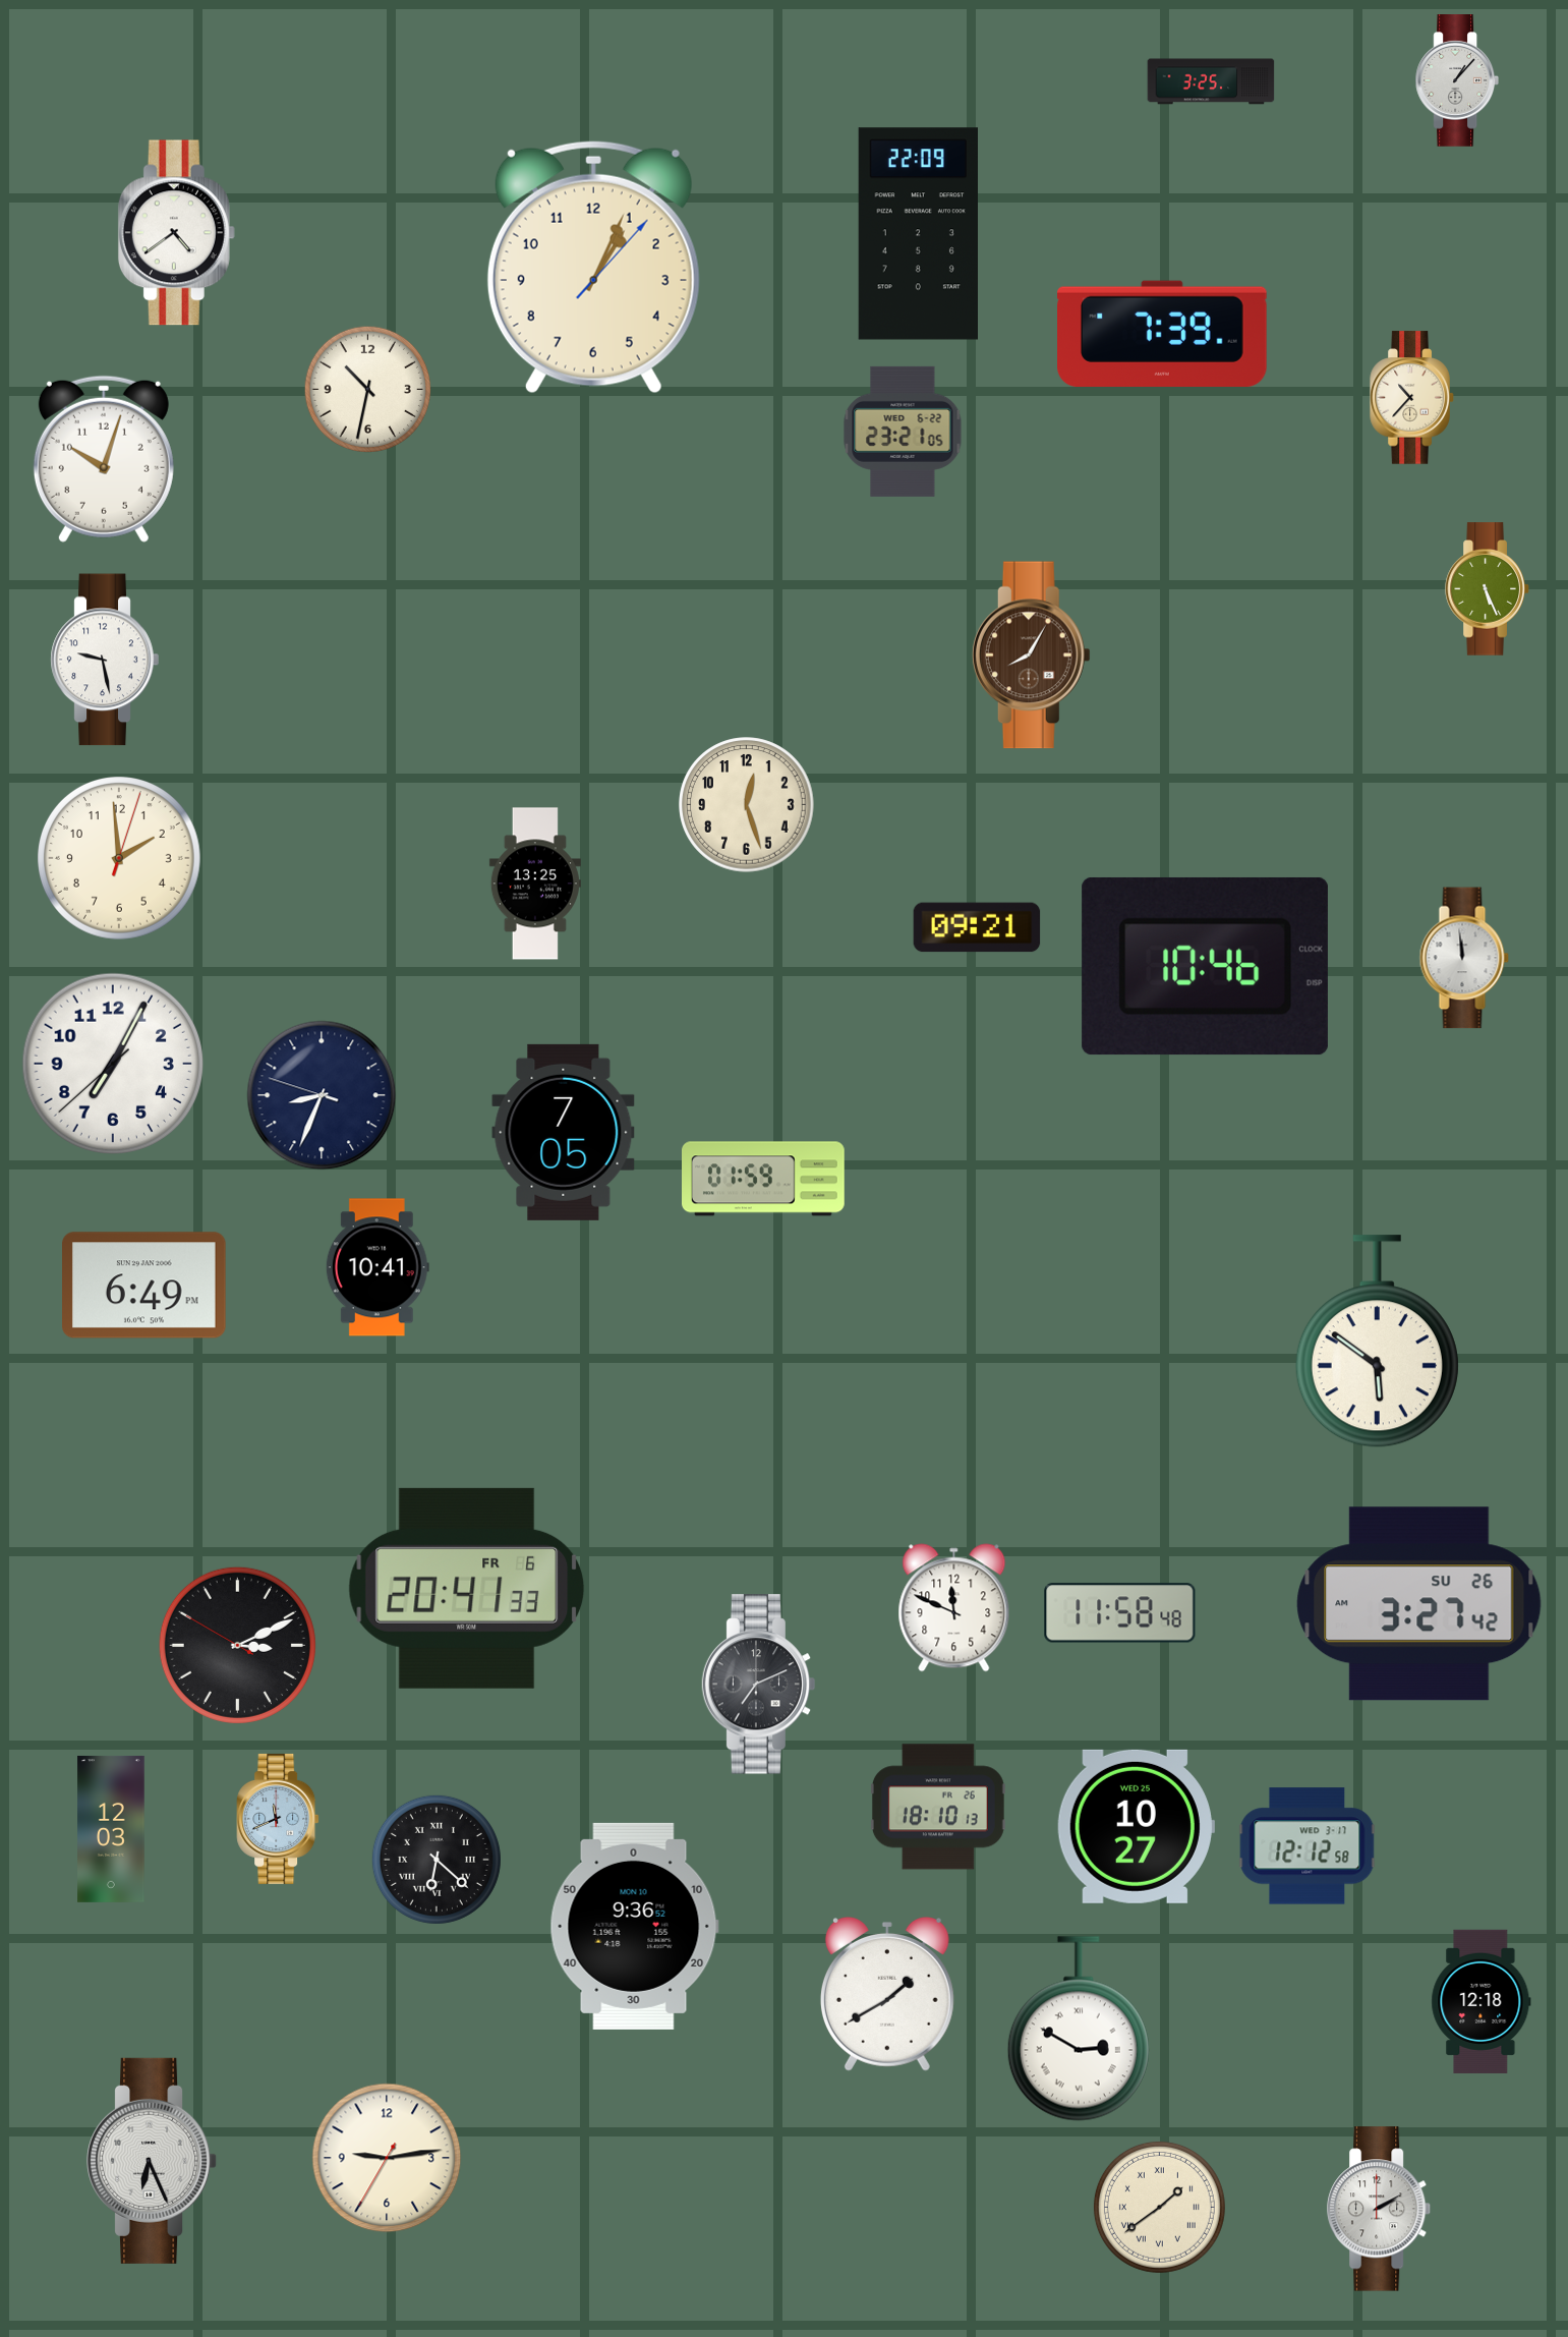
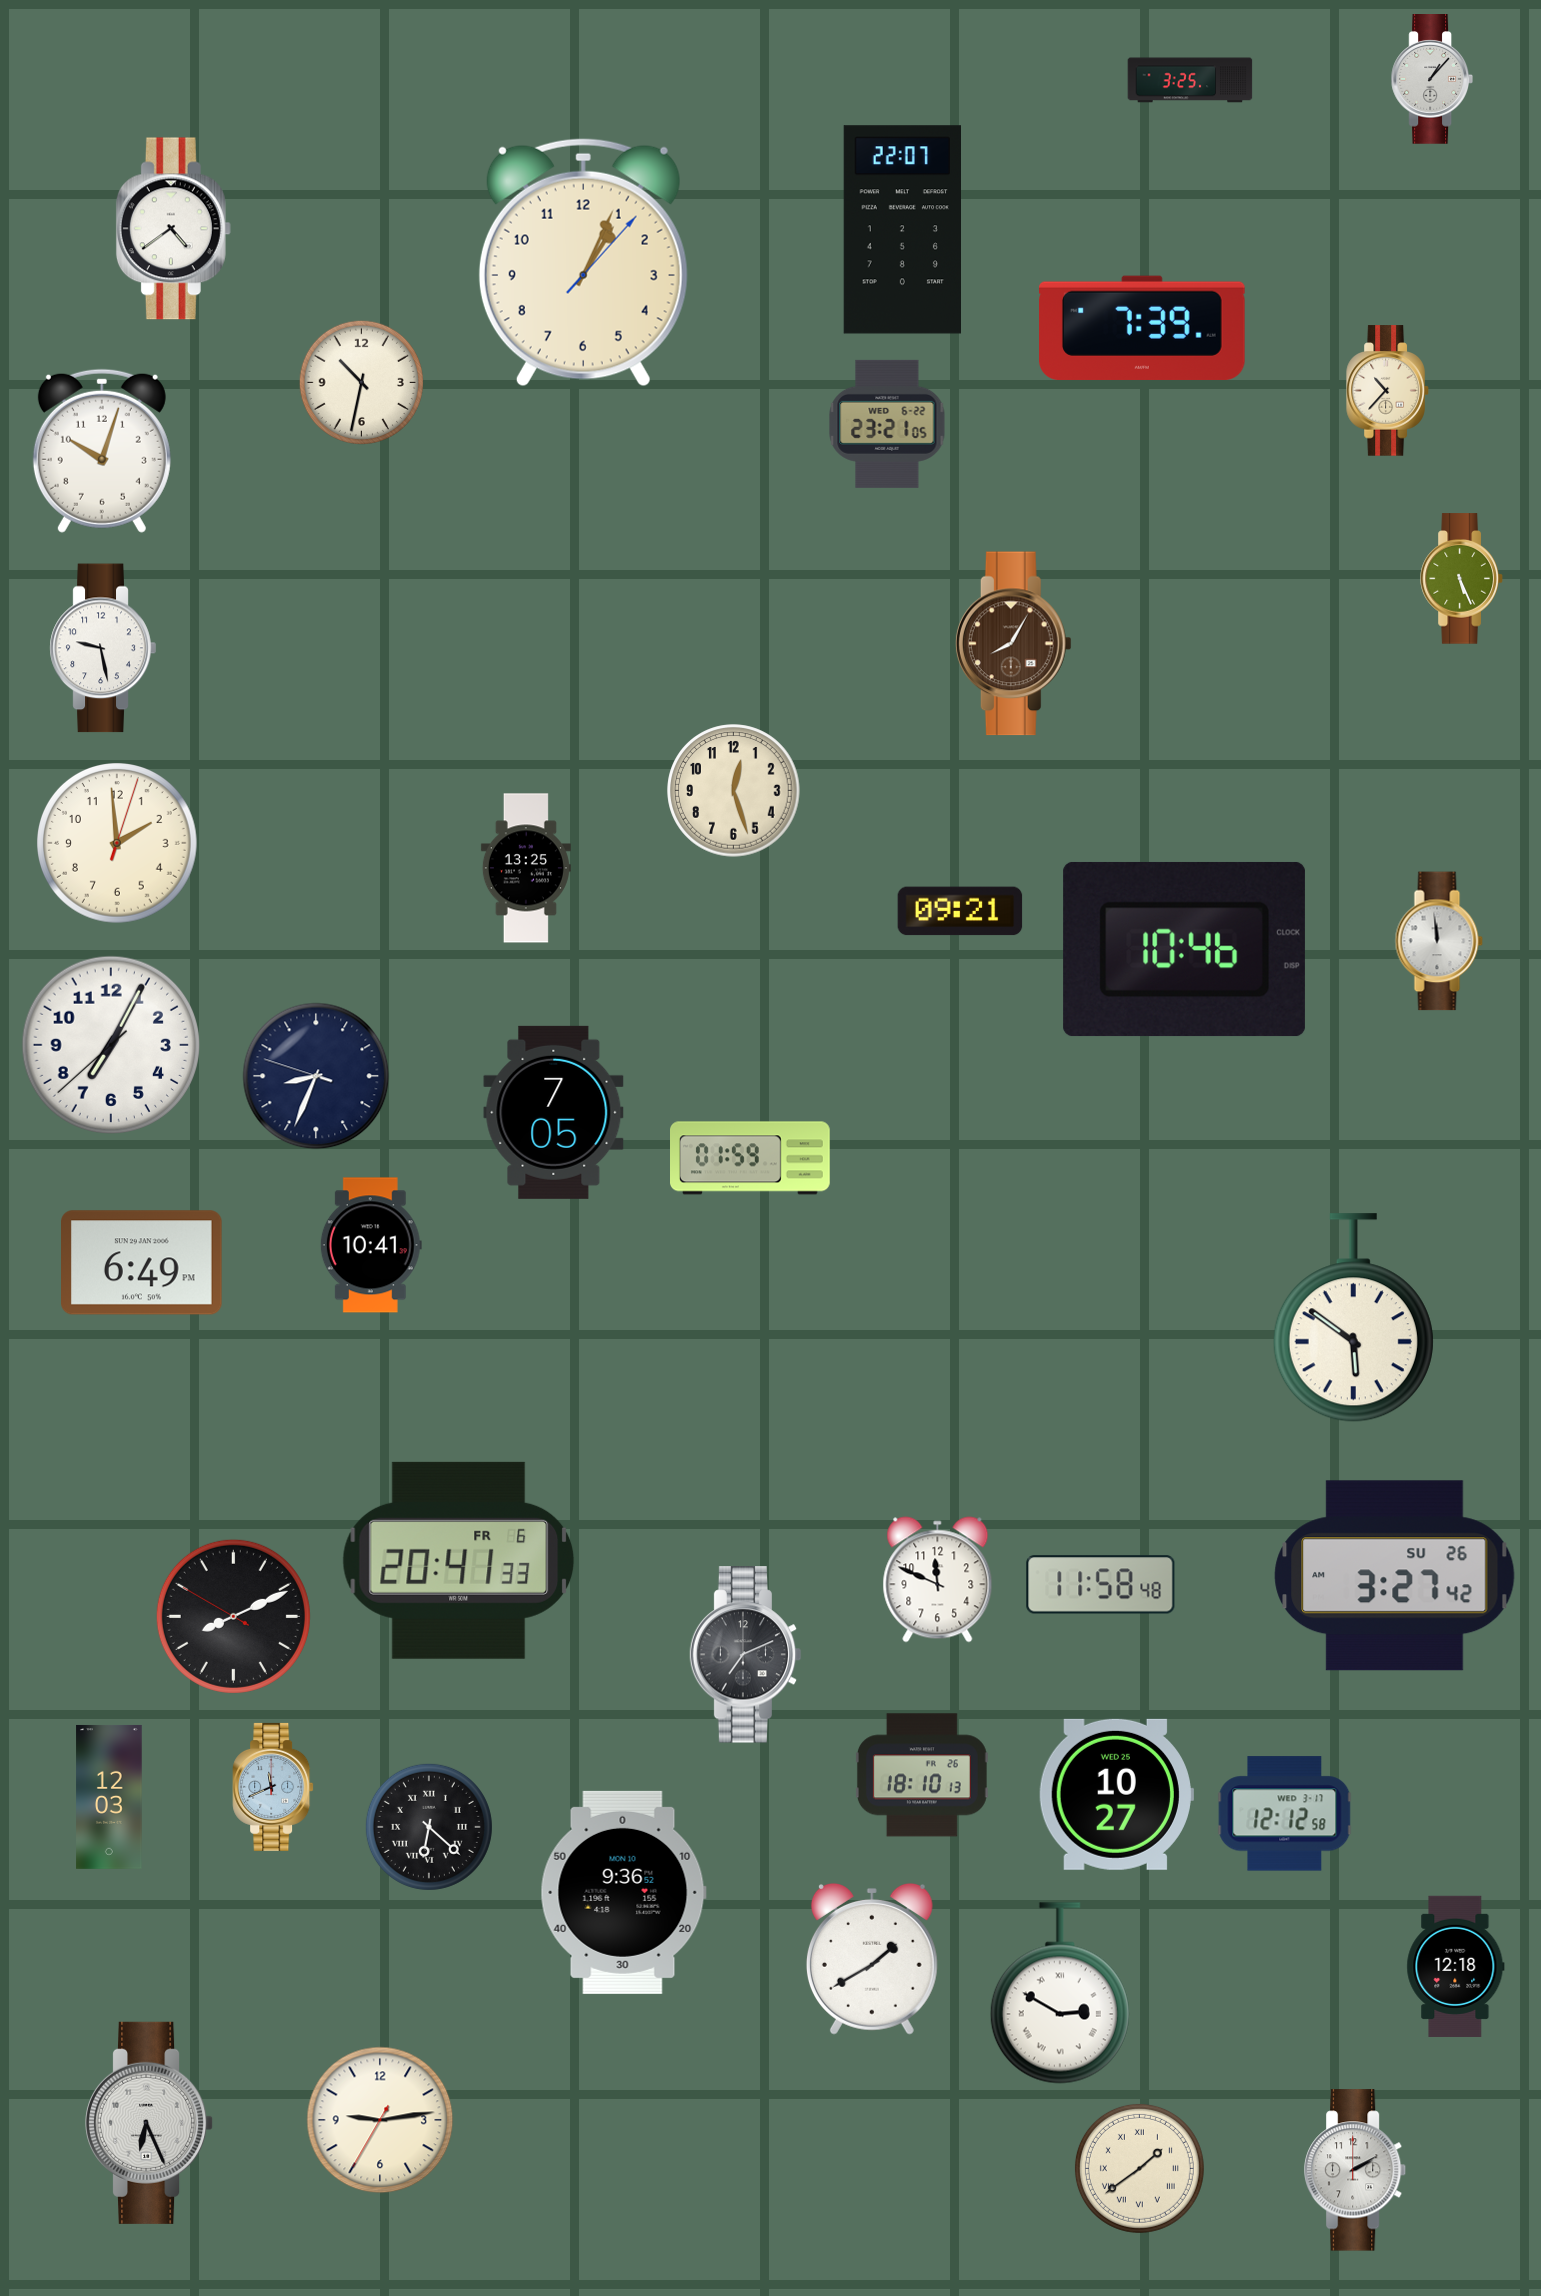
clock at (918, 234): 22:09 -> 22:07
clock at (237, 1645): 3:10 -> 8:10
